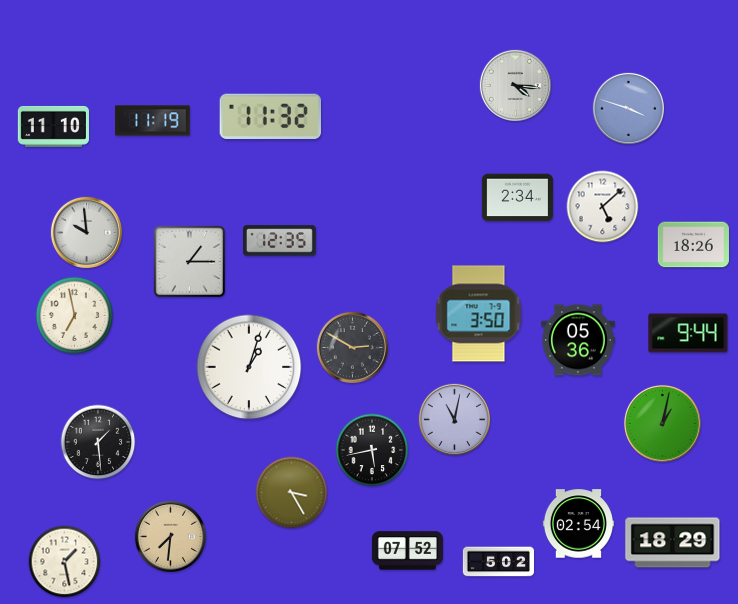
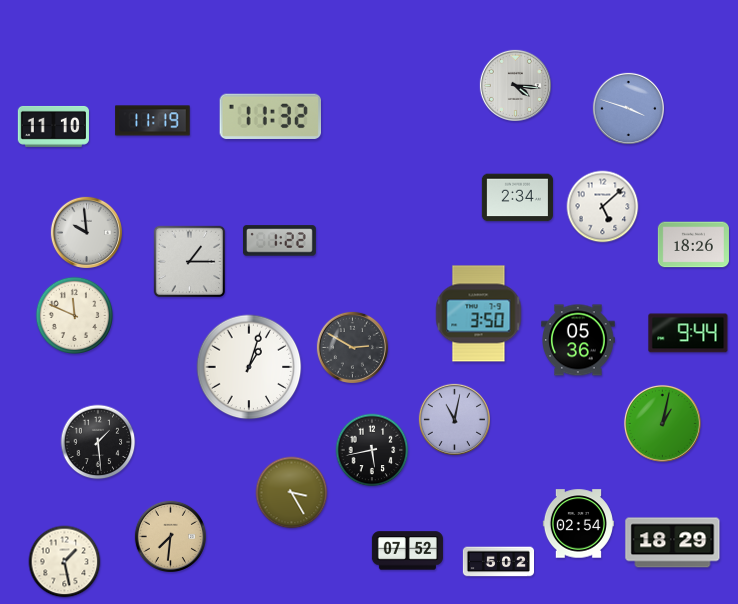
clock at (279, 241): 12:35 -> 1:22
clock at (75, 316): 6:58 -> 11:49
